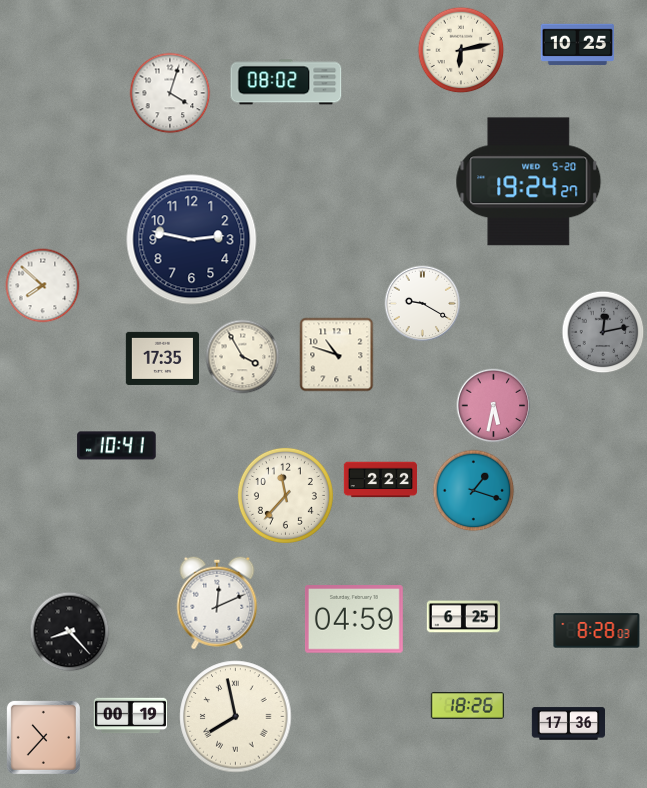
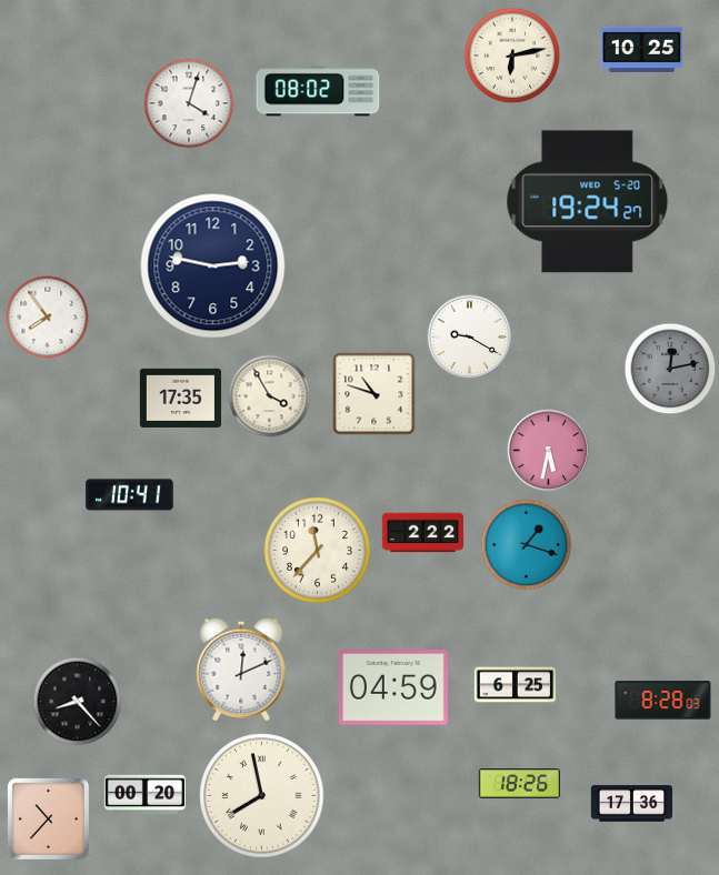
clock at (43, 286): 7:52 -> 7:54
clock at (130, 716): 00:19 -> 00:20
